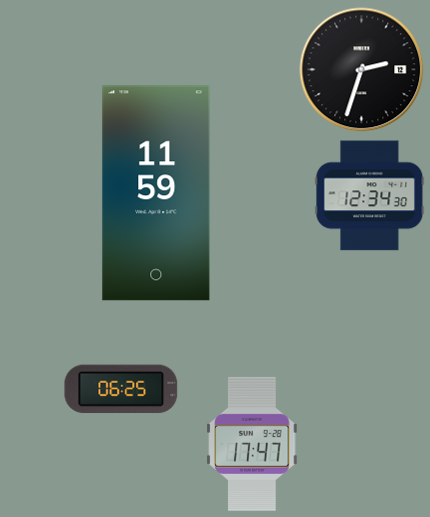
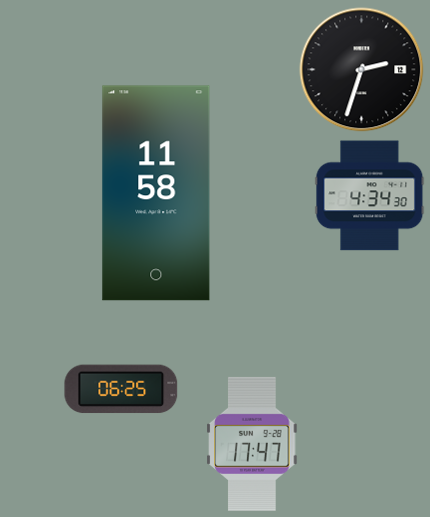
clock at (156, 193): 11:59 -> 11:58
clock at (370, 196): 12:34 -> 4:34
